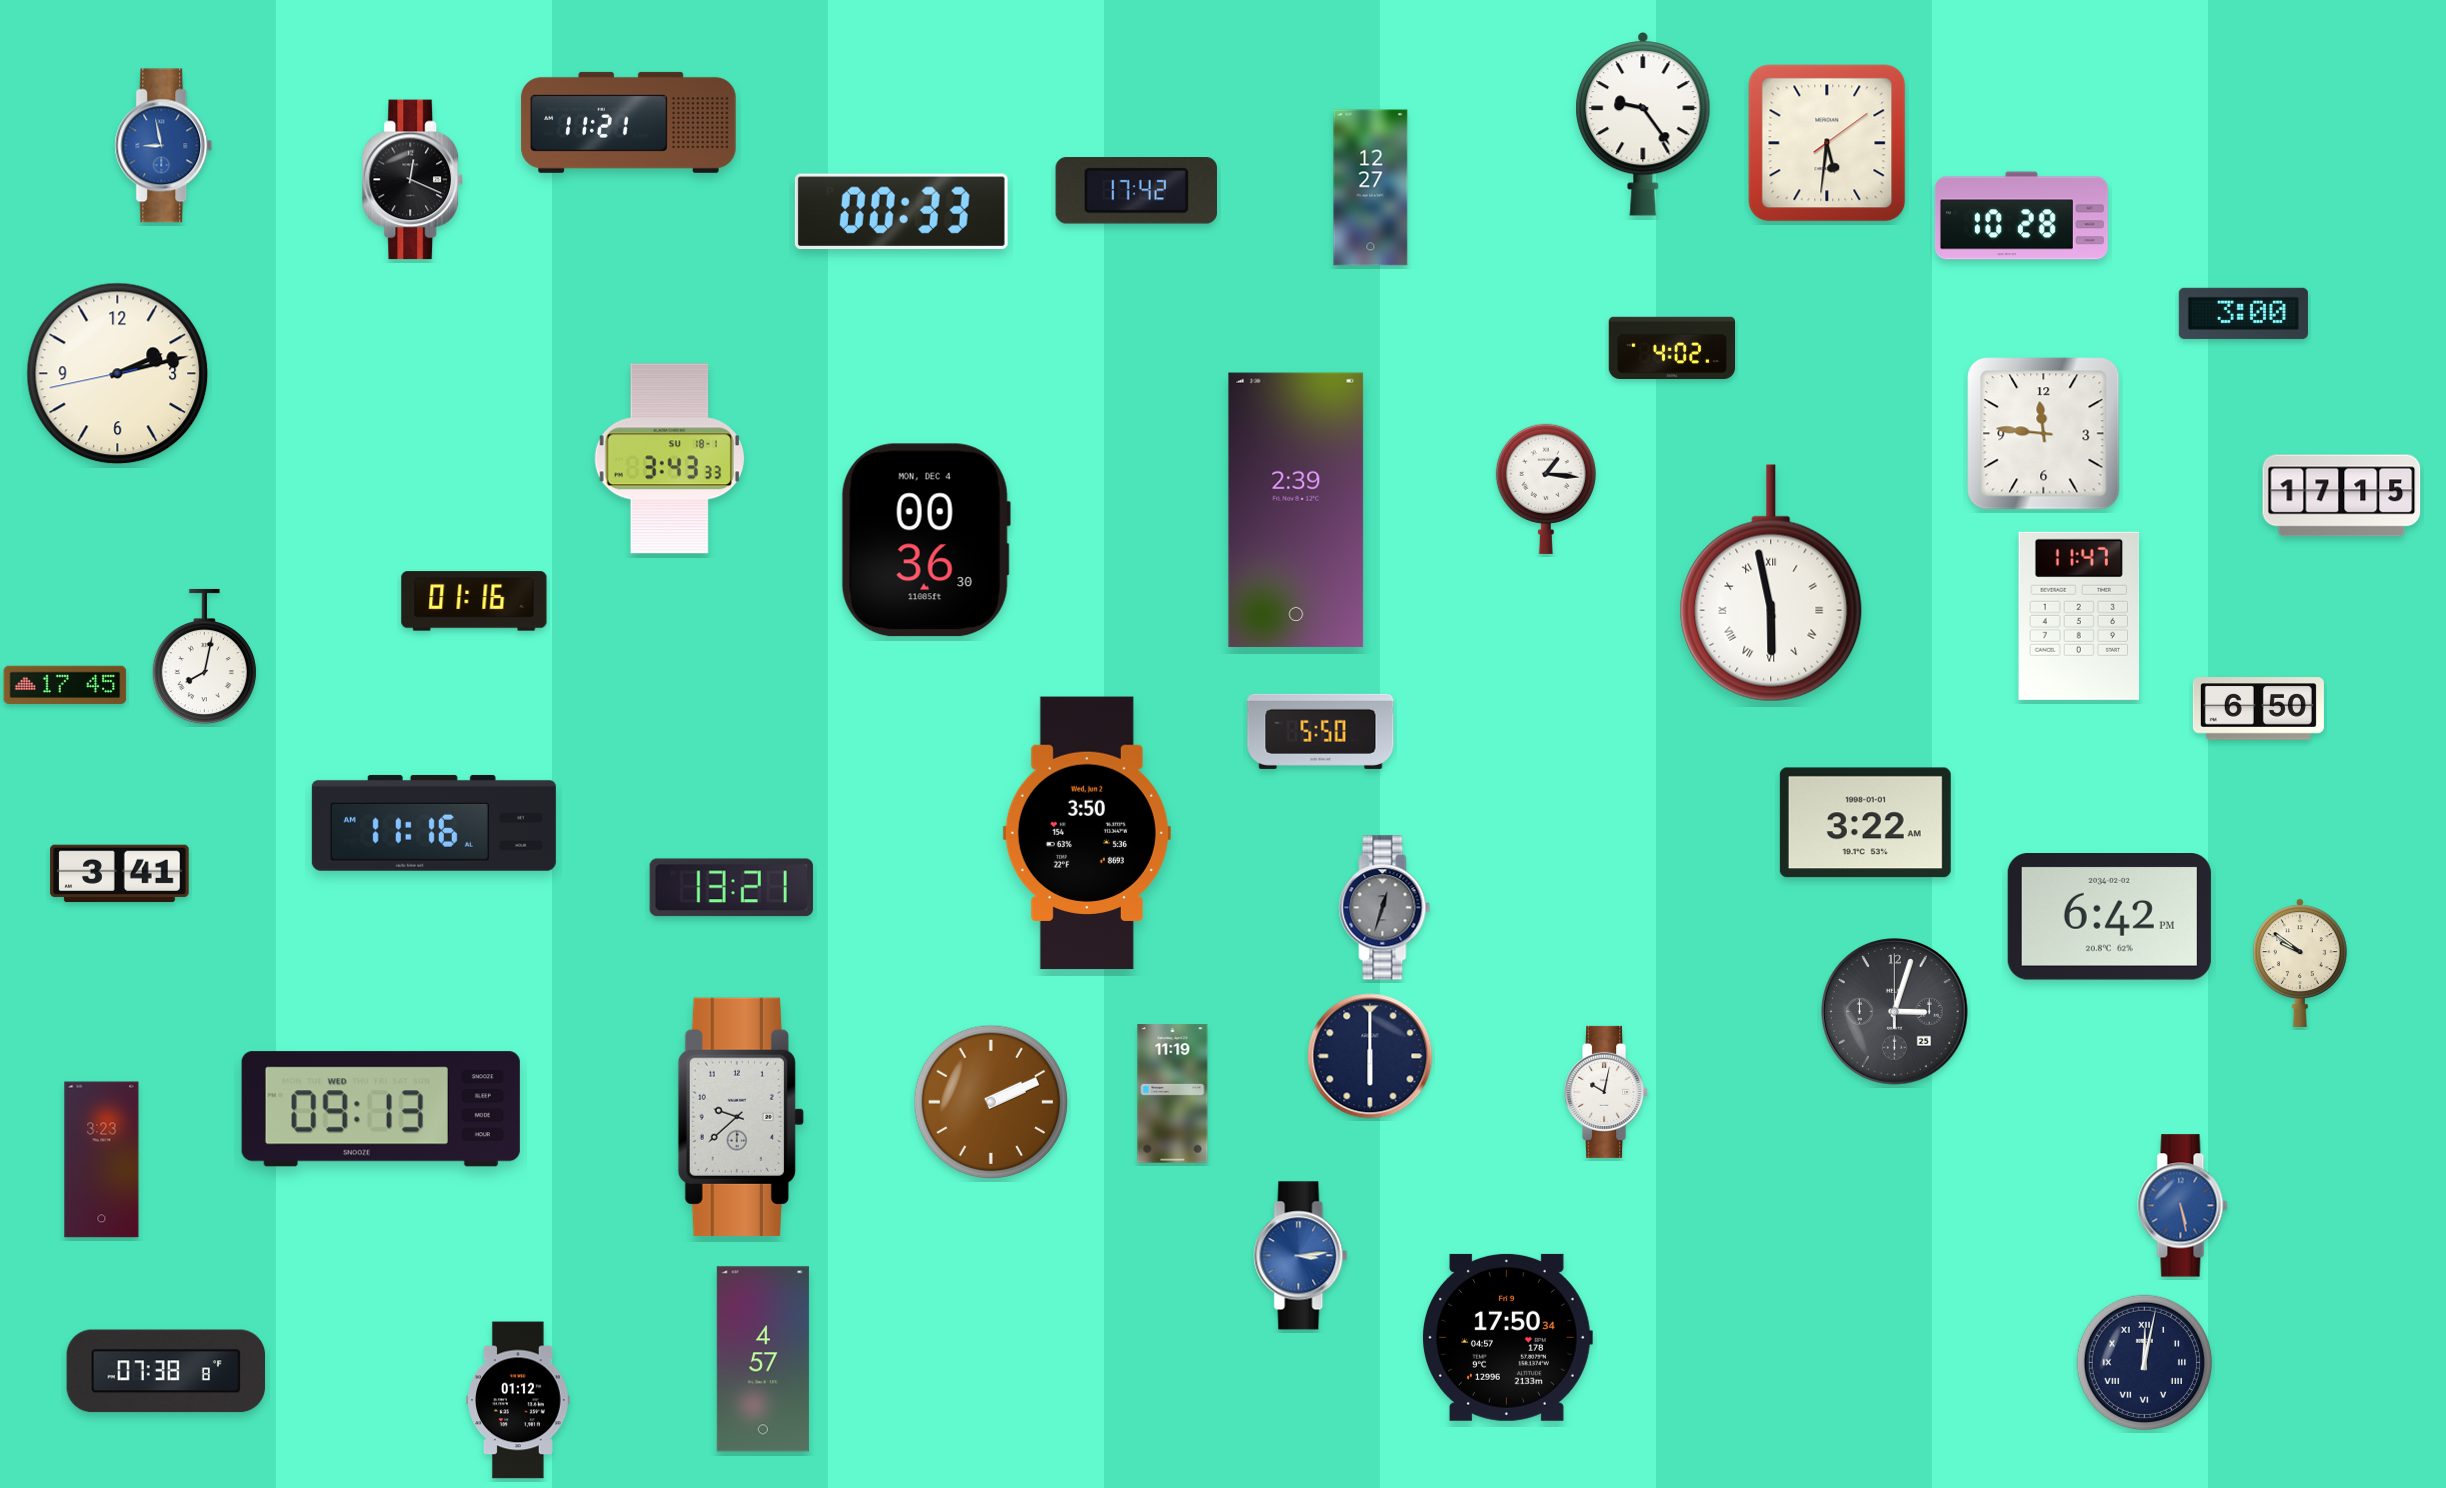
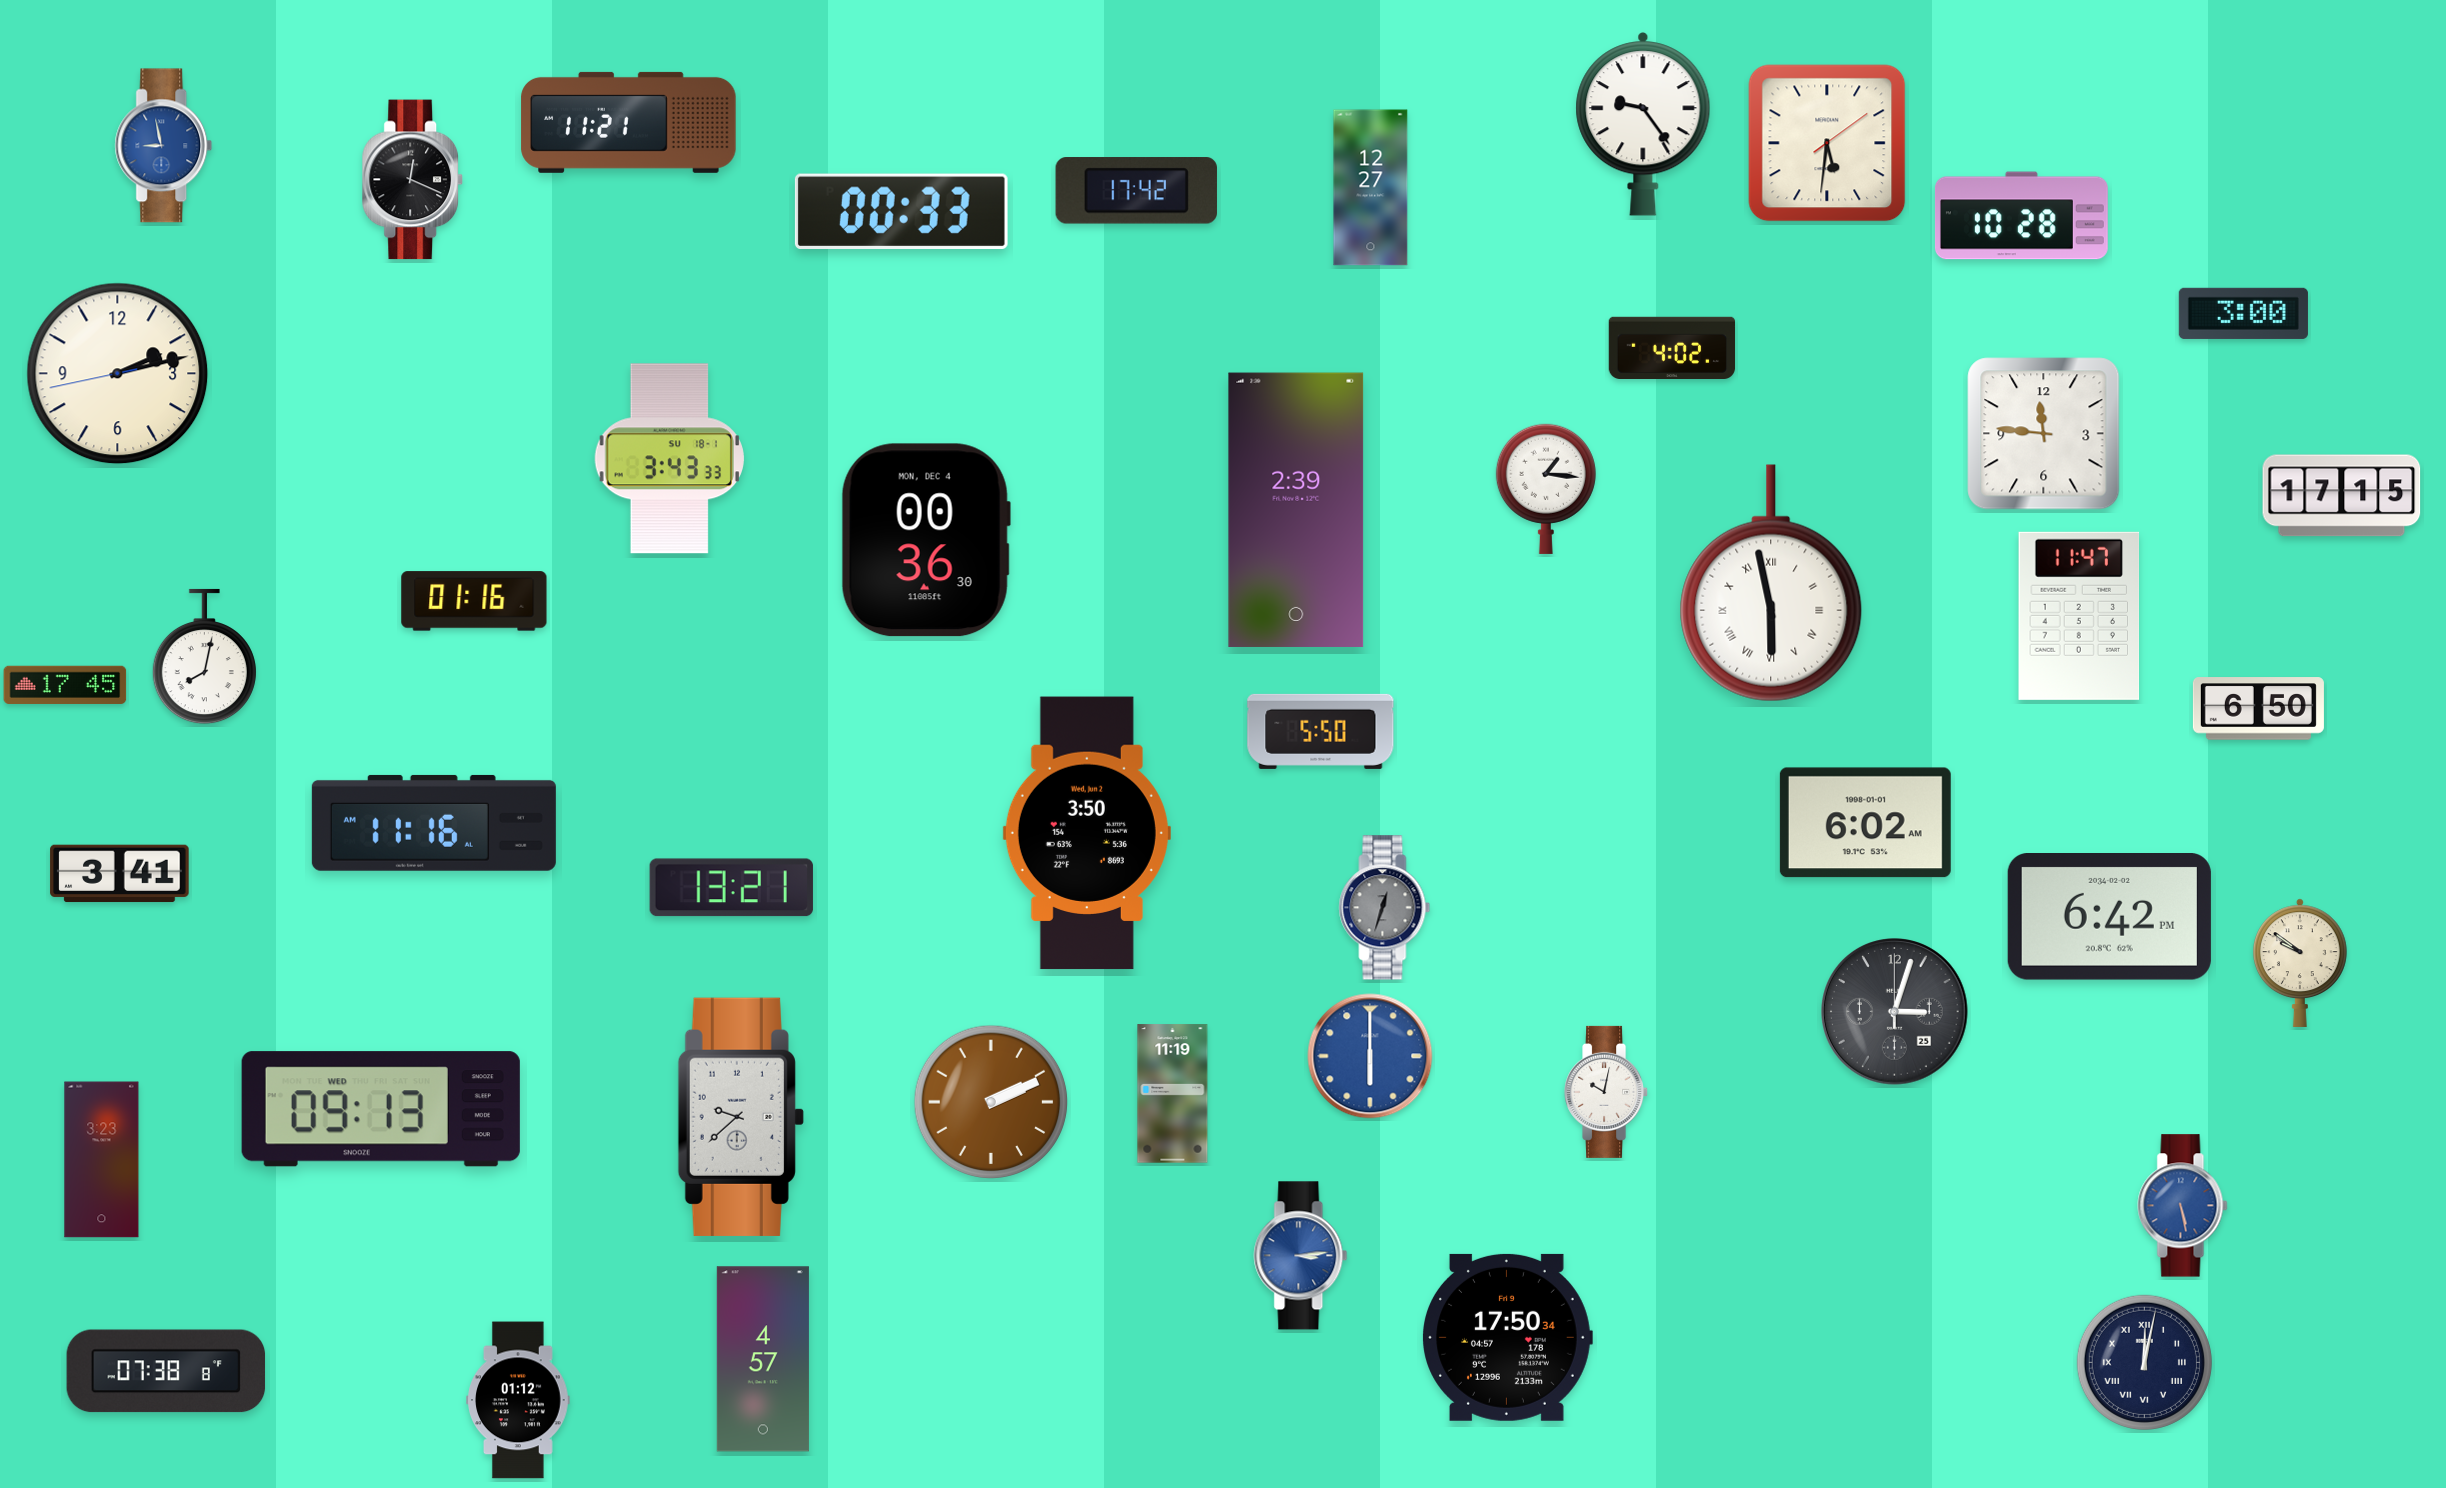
clock at (1865, 823): 3:22 -> 6:02
clock at (1370, 1056) dial: navy -> blue
